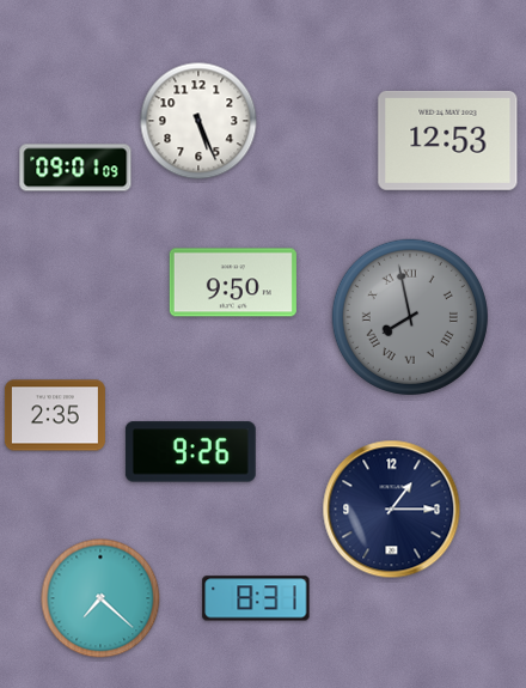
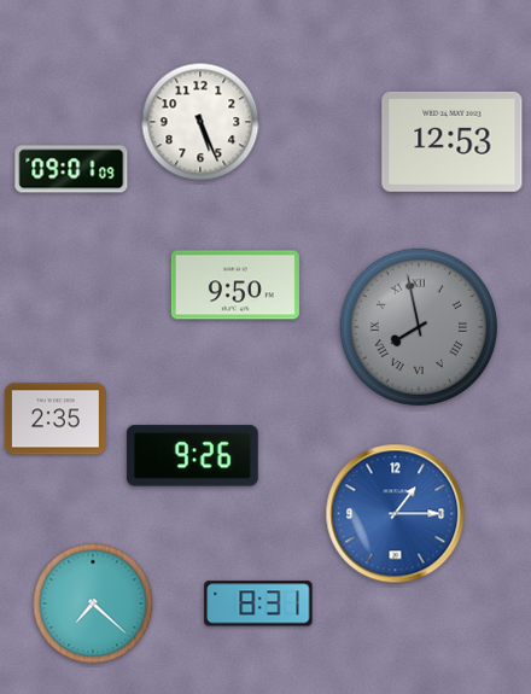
clock at (75, 168) position: (75, 168) -> (71, 169)
clock at (410, 317) position: (410, 317) -> (419, 327)
clock at (392, 510) dial: navy -> blue
clock at (100, 598) position: (100, 598) -> (93, 603)
